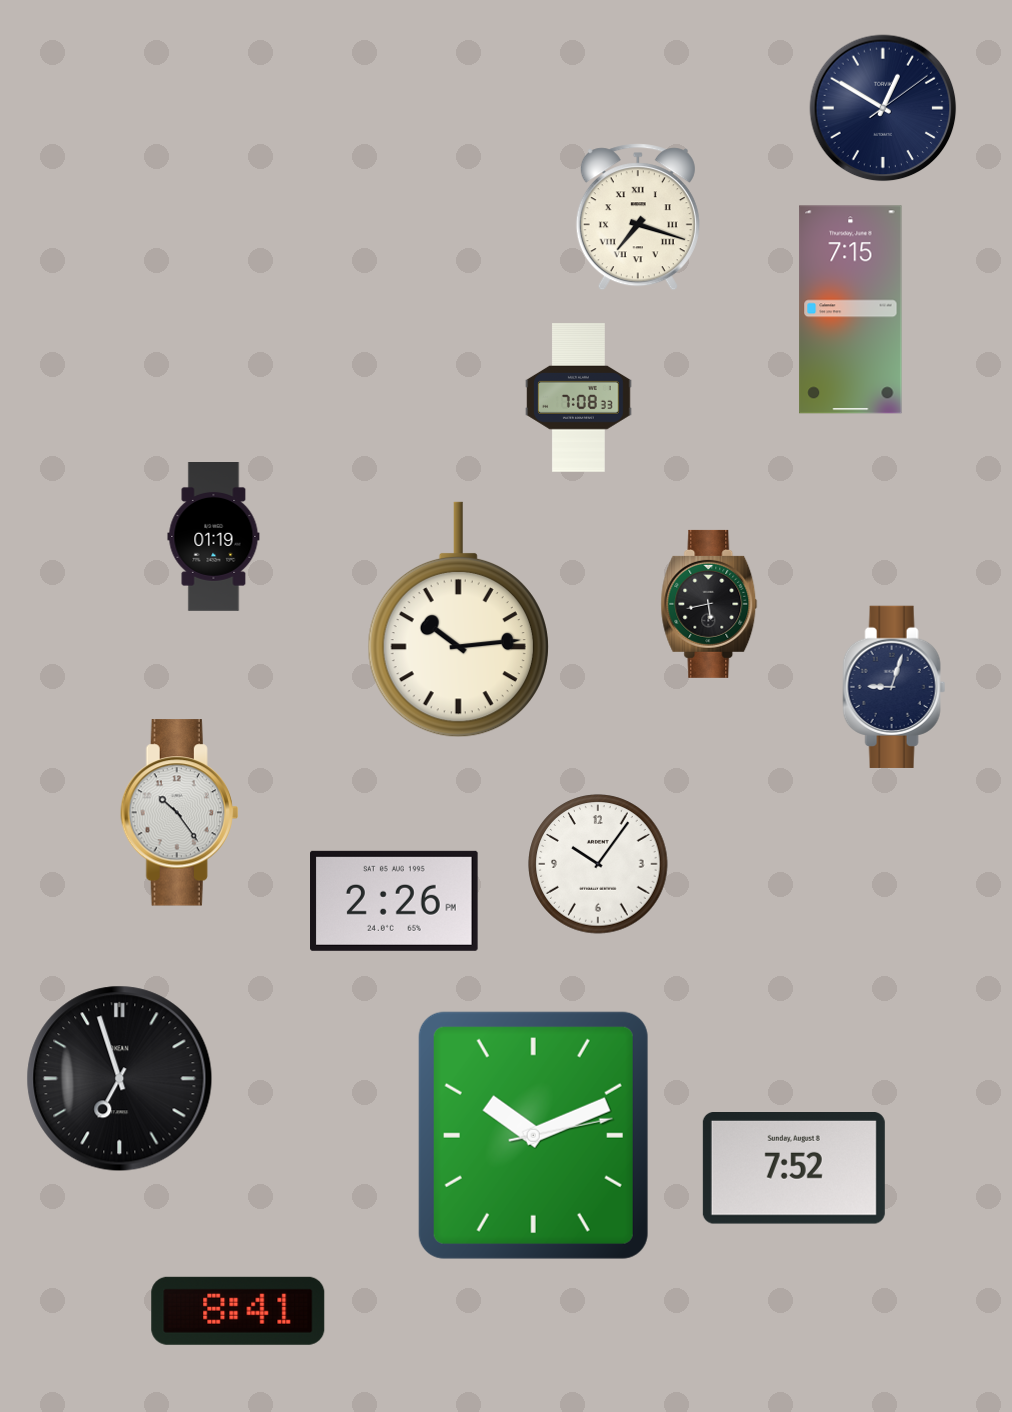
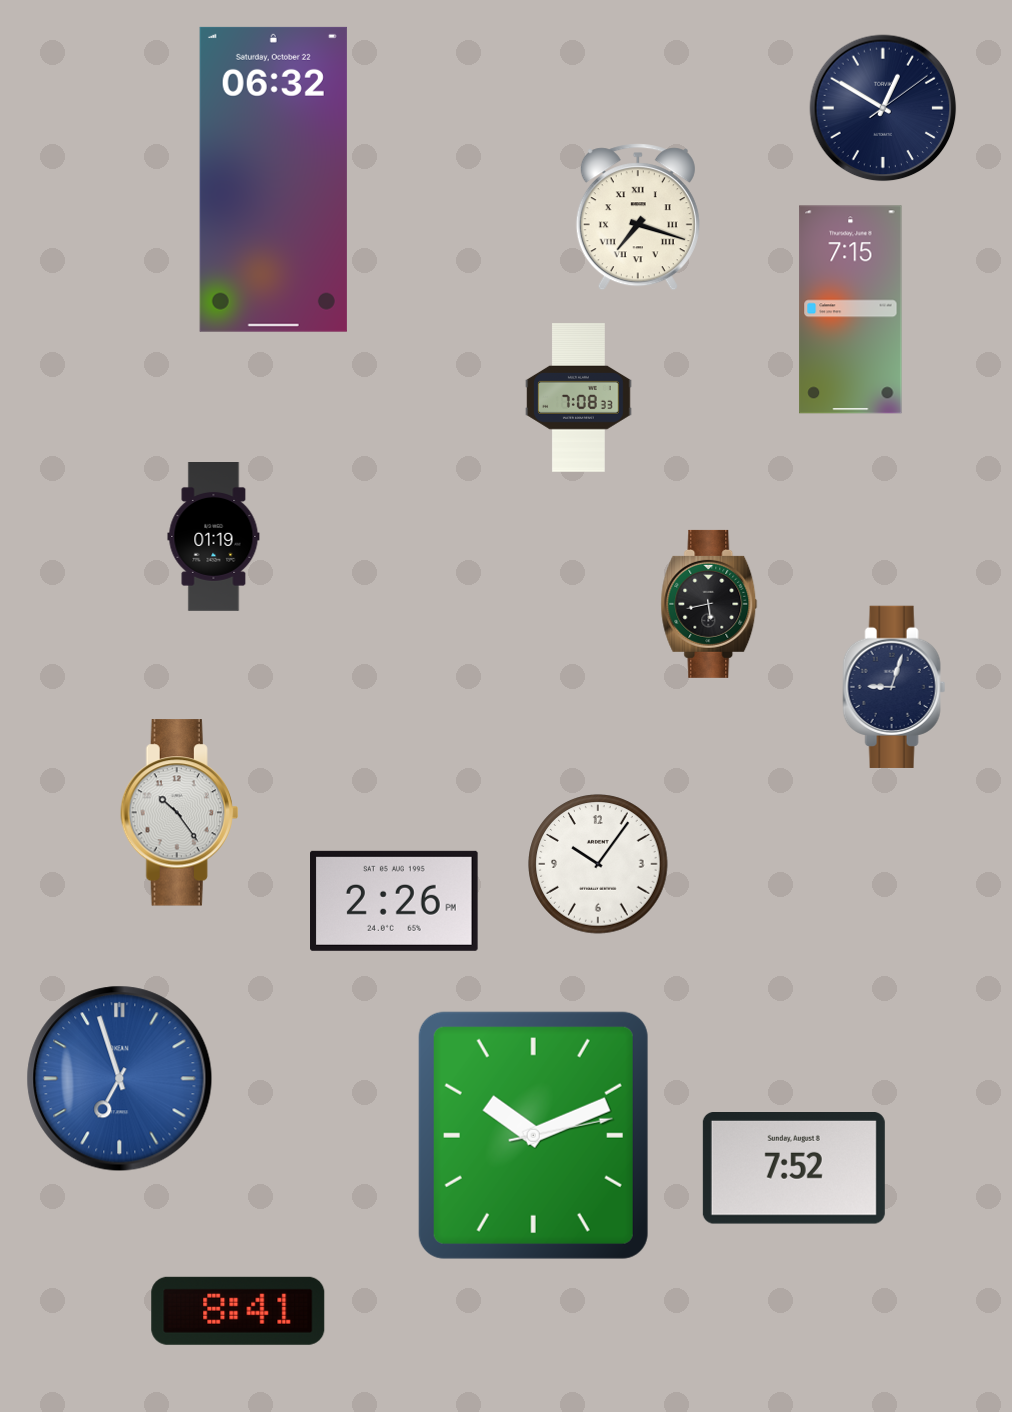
clock at (273, 179): none -> 06:32
clock at (458, 620): 10:14 -> none
clock at (120, 1079) dial: black -> blue
